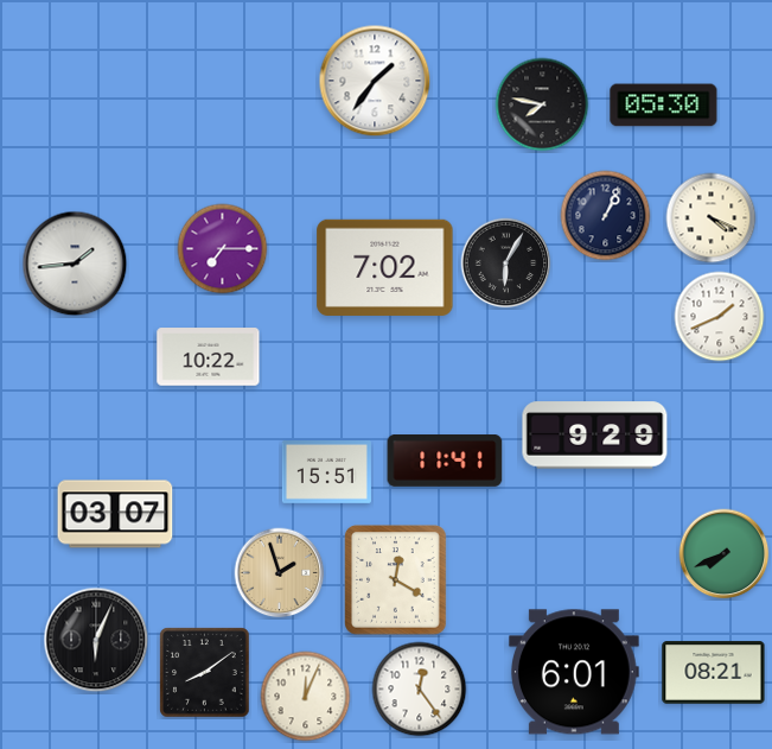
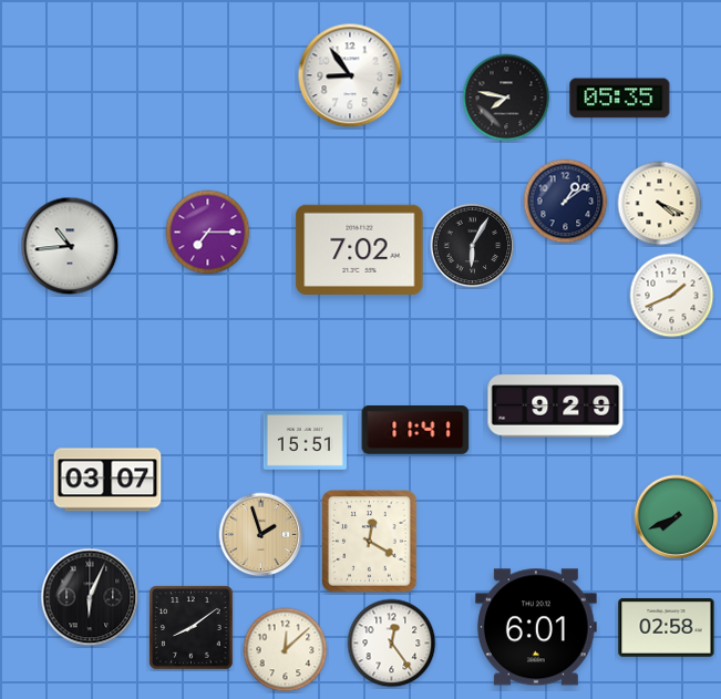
clock at (375, 81): 1:36 -> 8:54
clock at (664, 106): 05:30 -> 05:35
clock at (606, 216): 1:04 -> 1:09
clock at (712, 218) position: (712, 218) -> (660, 204)
clock at (75, 264): 1:44 -> 10:44
clock at (209, 357): 10:22 -> none
clock at (714, 673): 08:21 -> 02:58
clock at (306, 697): 12:04 -> 12:08
